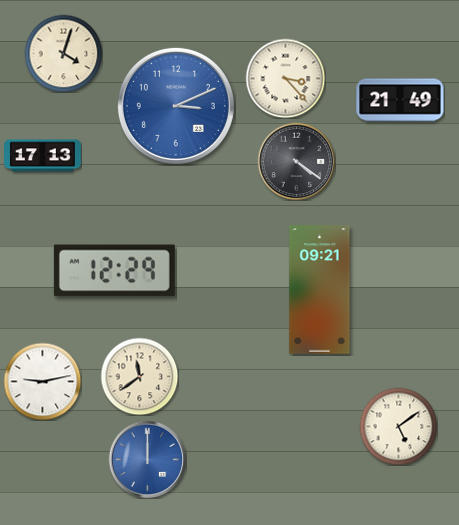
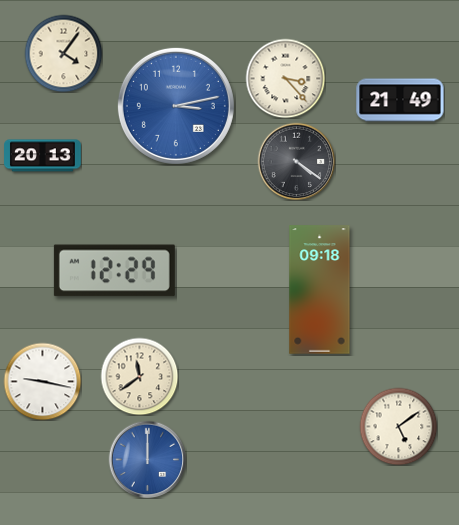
clock at (63, 53): 4:03 -> 4:06
clock at (176, 106): 3:11 -> 3:13
clock at (43, 156): 17:13 -> 20:13
clock at (320, 290): 09:21 -> 09:18
clock at (42, 381): 9:13 -> 9:17
